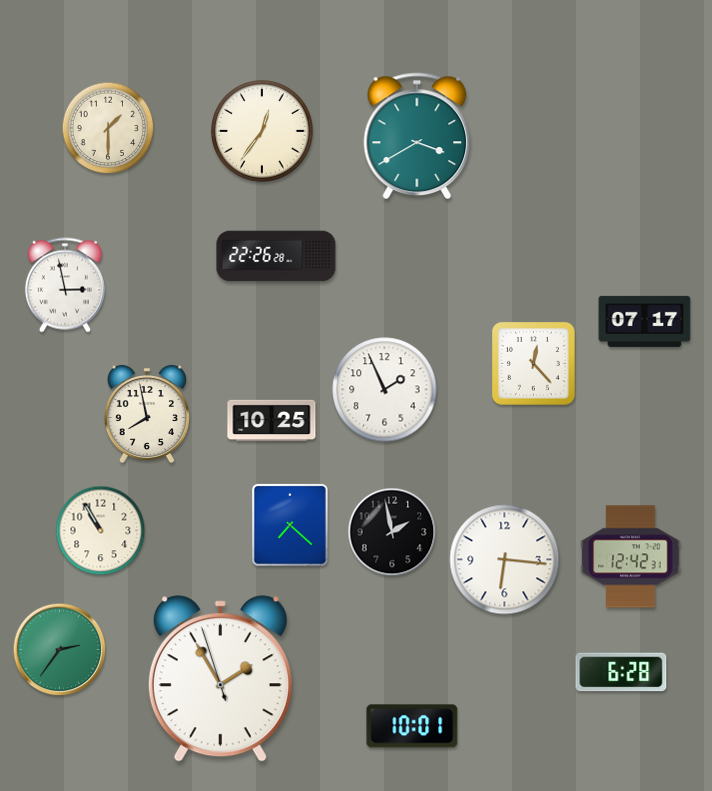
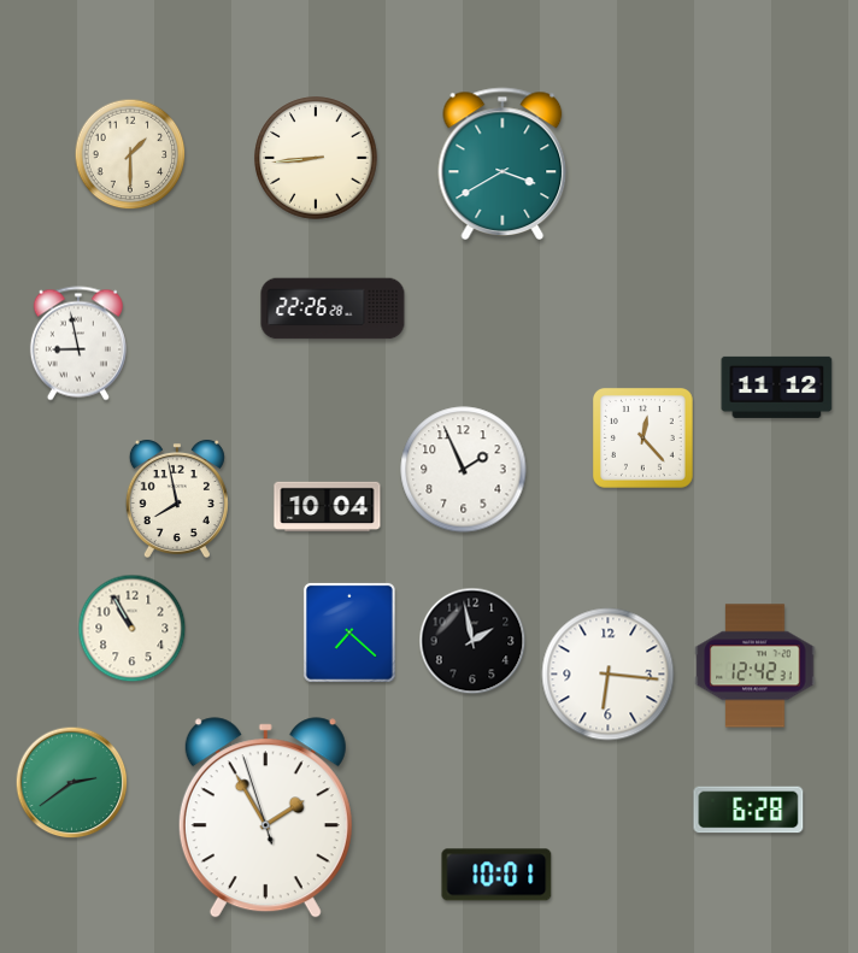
clock at (262, 131): 12:36 -> 8:44
clock at (65, 285): 2:58 -> 8:58
clock at (645, 321): 07:17 -> 11:12
clock at (272, 420): 10:25 -> 10:04
clock at (101, 531) position: (101, 531) -> (133, 629)
clock at (631, 557) position: (631, 557) -> (756, 666)
clock at (60, 650): 2:36 -> 2:39
